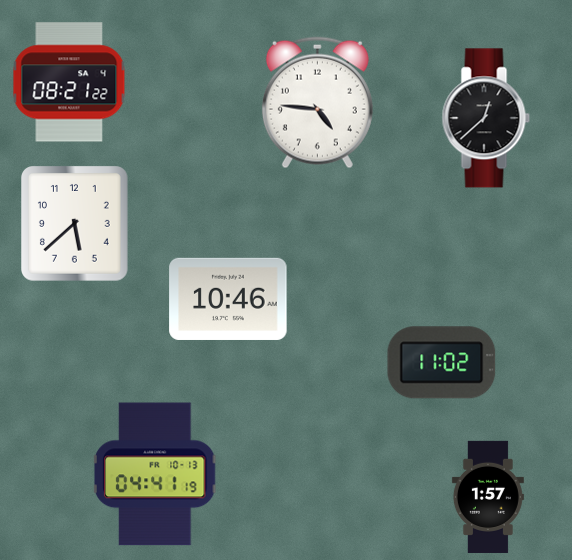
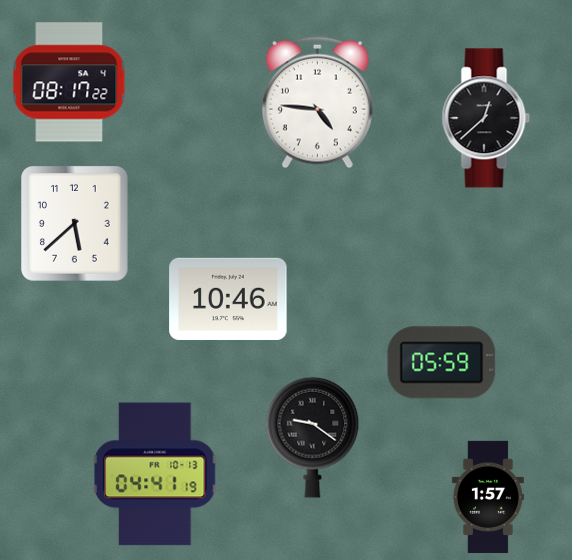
clock at (69, 82): 08:21 -> 08:17
clock at (442, 363): 11:02 -> 05:59
clock at (313, 437): none -> 9:21
